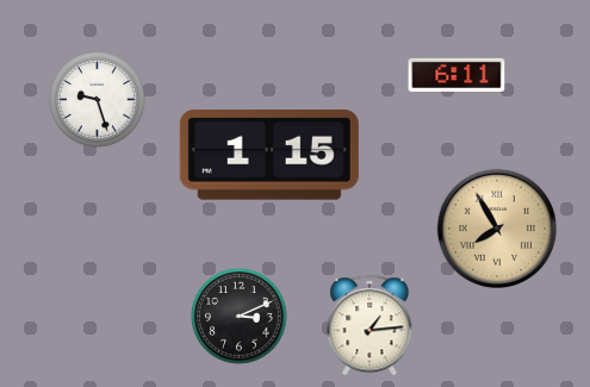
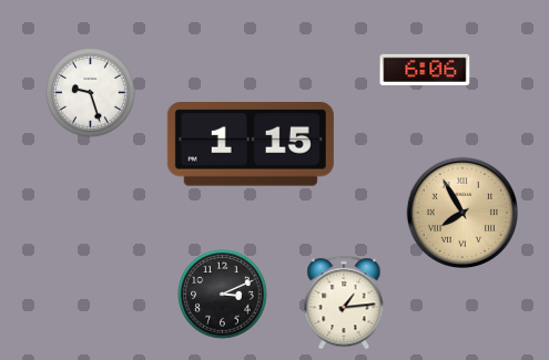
clock at (457, 75): 6:11 -> 6:06
